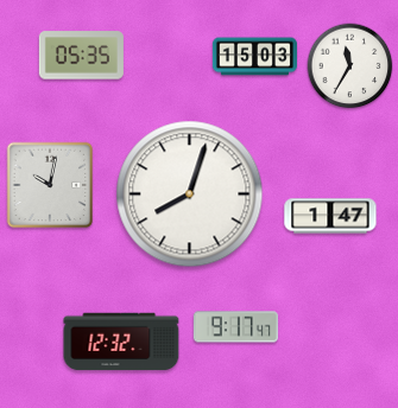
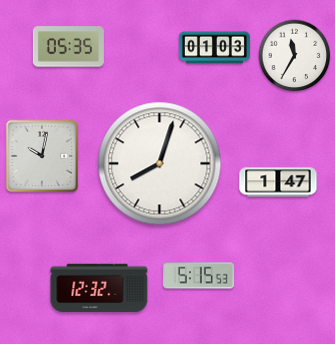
clock at (254, 57): 15:03 -> 01:03
clock at (235, 327): 9:17 -> 5:15
clock at (121, 342) position: (121, 342) -> (99, 288)
